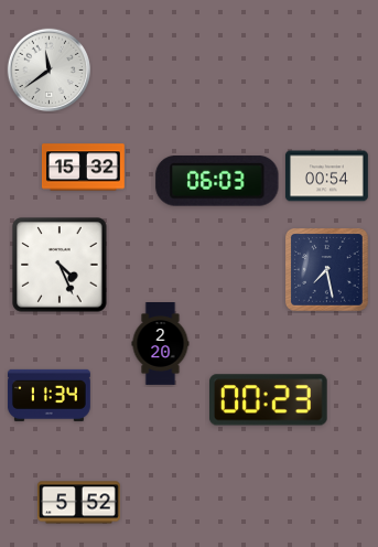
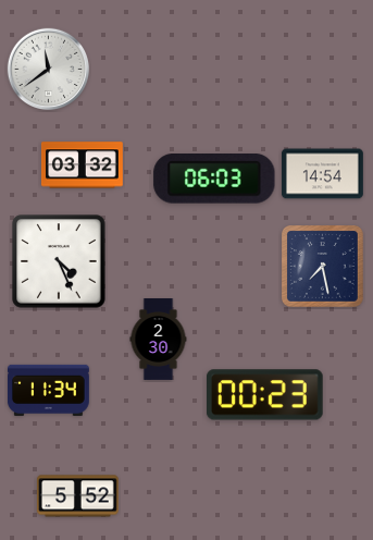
clock at (83, 168): 15:32 -> 03:32
clock at (326, 176): 00:54 -> 14:54
clock at (161, 344): 2:20 -> 2:30
